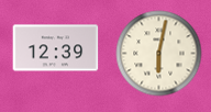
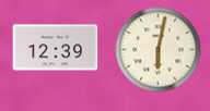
clock at (158, 53) position: (158, 53) -> (157, 49)
